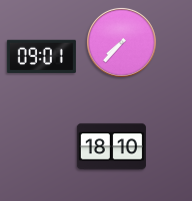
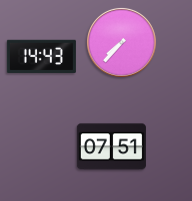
clock at (41, 56): 09:01 -> 14:43
clock at (111, 147): 18:10 -> 07:51
